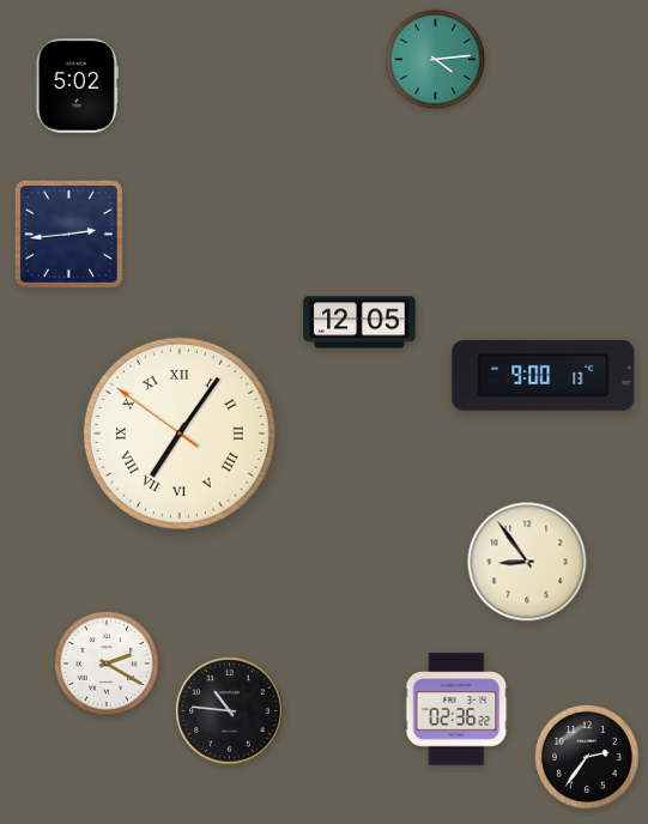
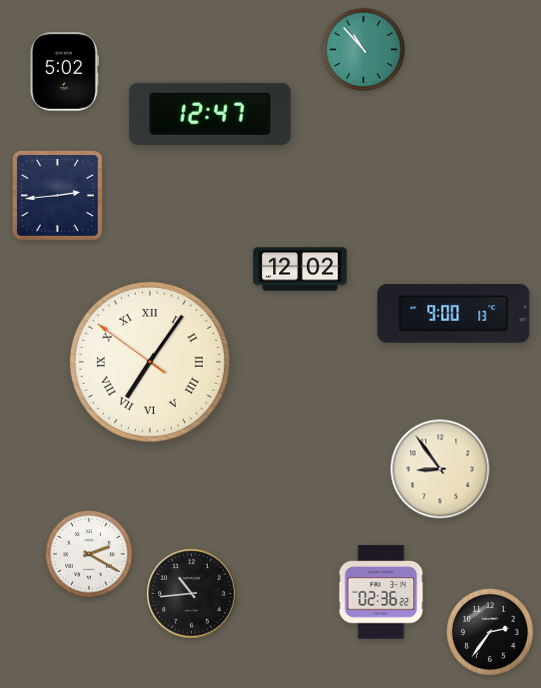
clock at (436, 60): 4:14 -> 10:53
clock at (210, 114): none -> 12:47
clock at (359, 322): 12:05 -> 12:02
clock at (230, 711): 10:46 -> 10:44
